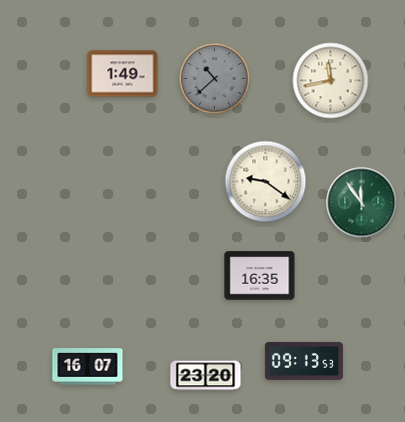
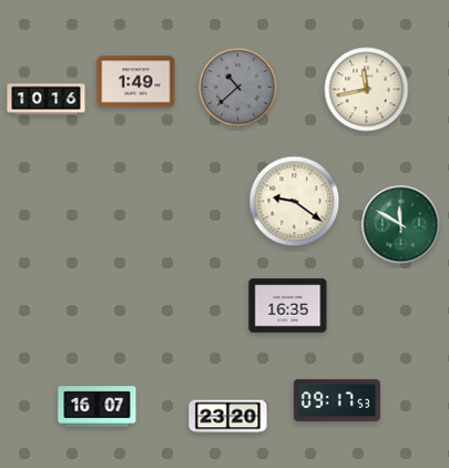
clock at (47, 100): none -> 10:16
clock at (362, 203): 11:54 -> 11:50
clock at (304, 361): 09:13 -> 09:17
